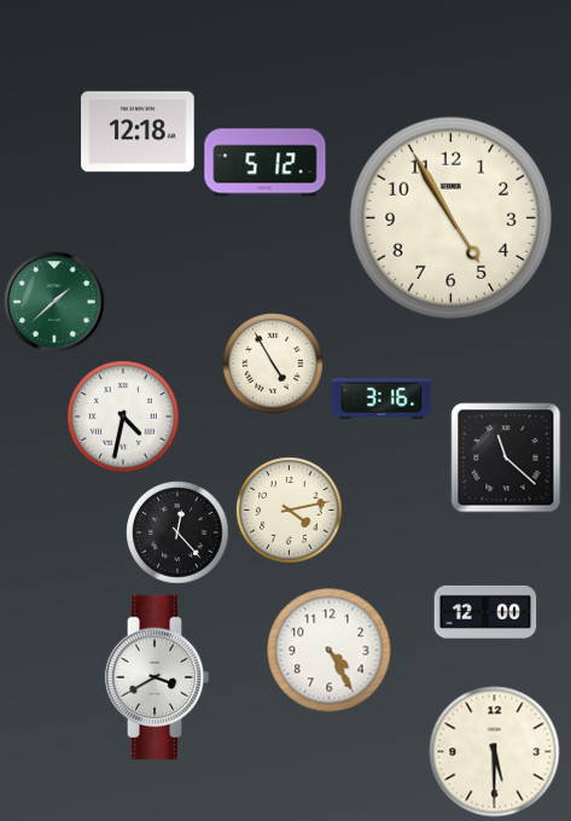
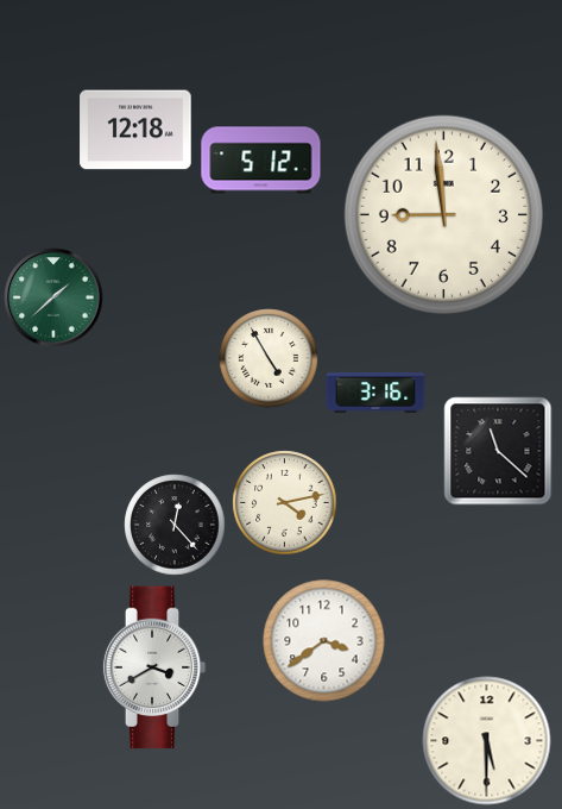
clock at (450, 217): 4:55 -> 8:59
clock at (123, 417): 4:32 -> none
clock at (485, 612): 12:00 -> none
clock at (330, 651): 4:25 -> 3:39
